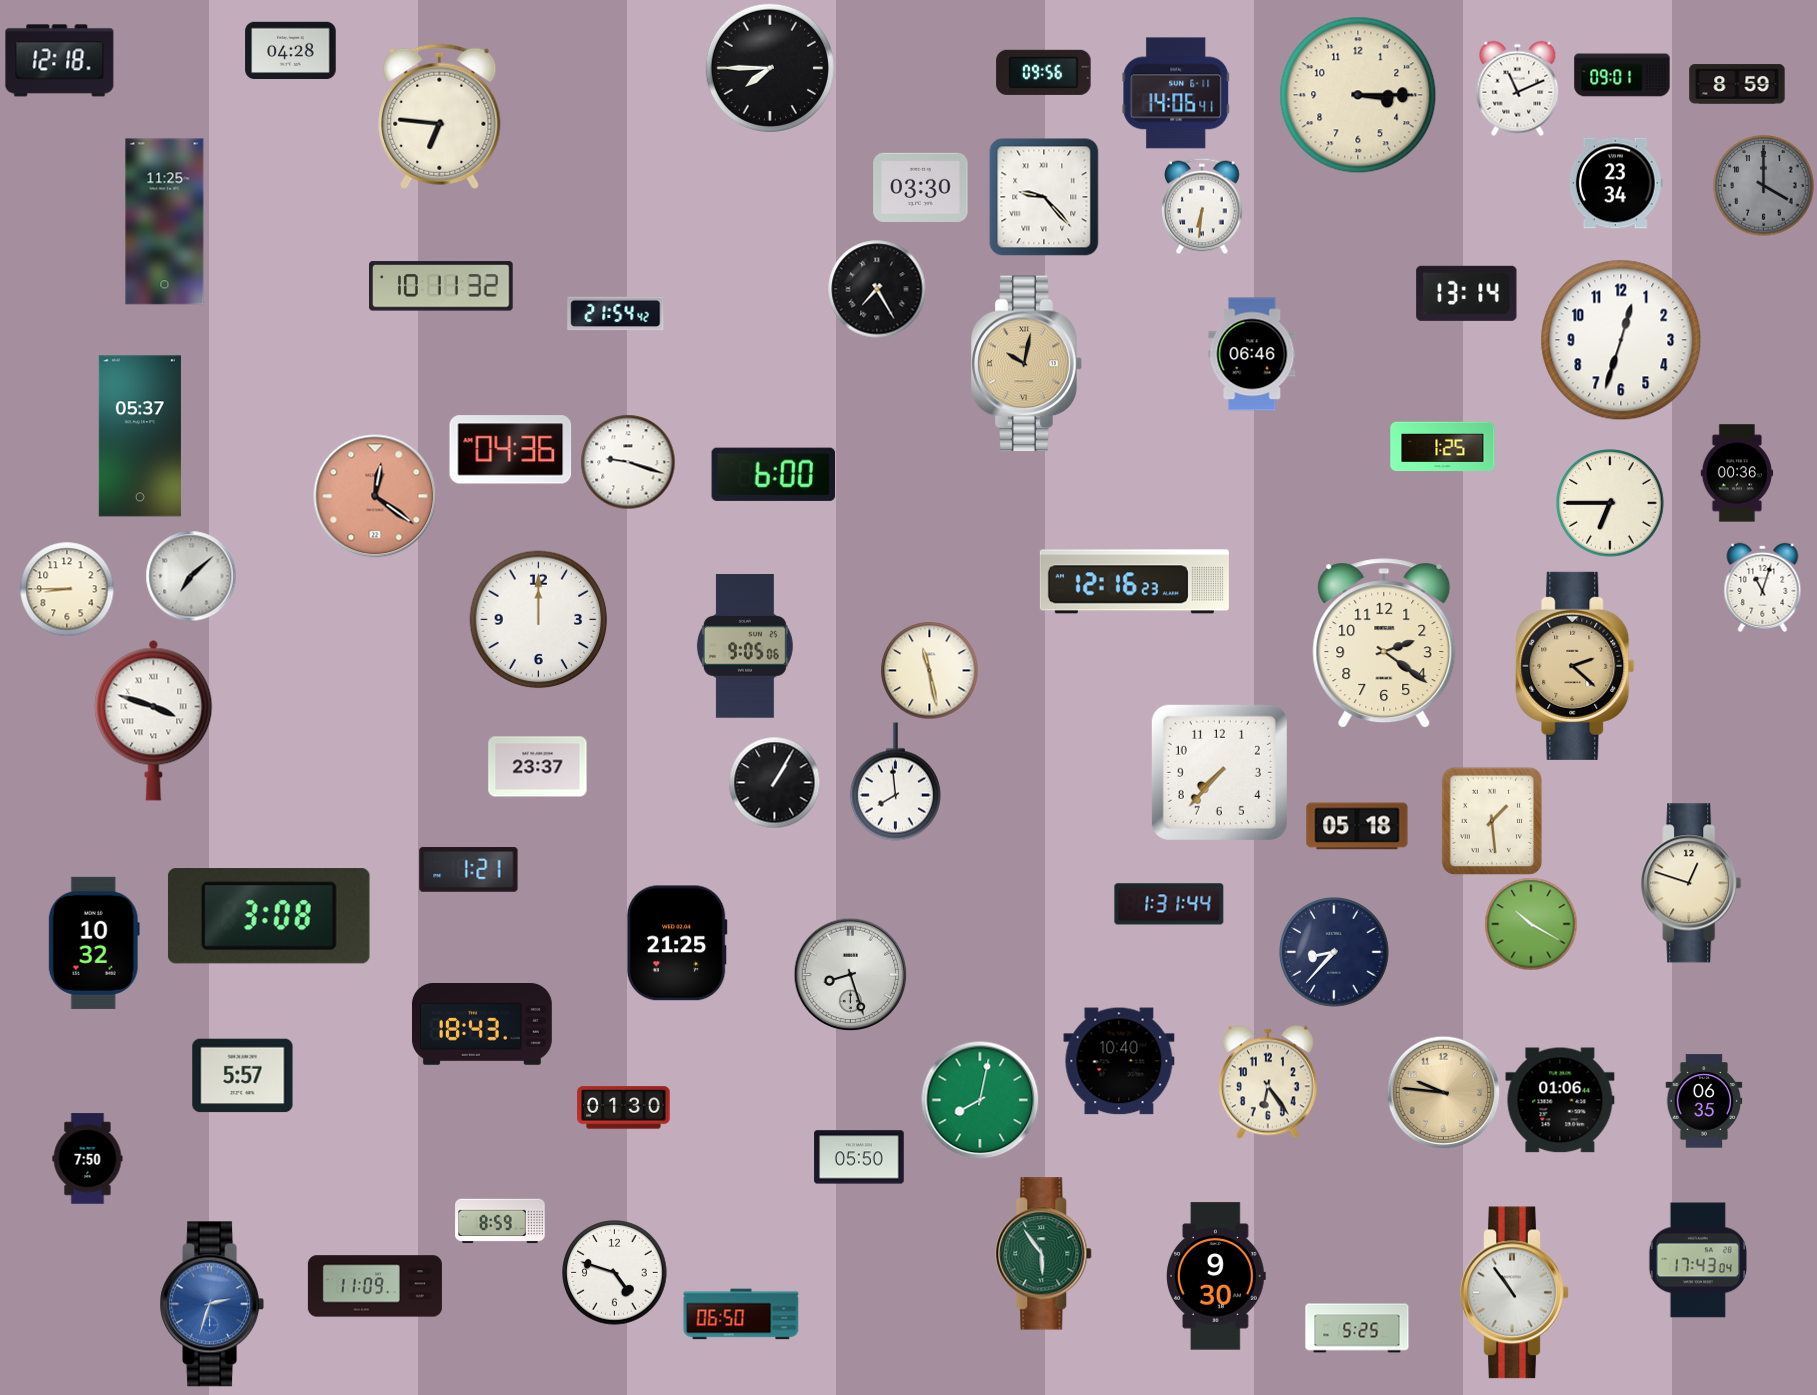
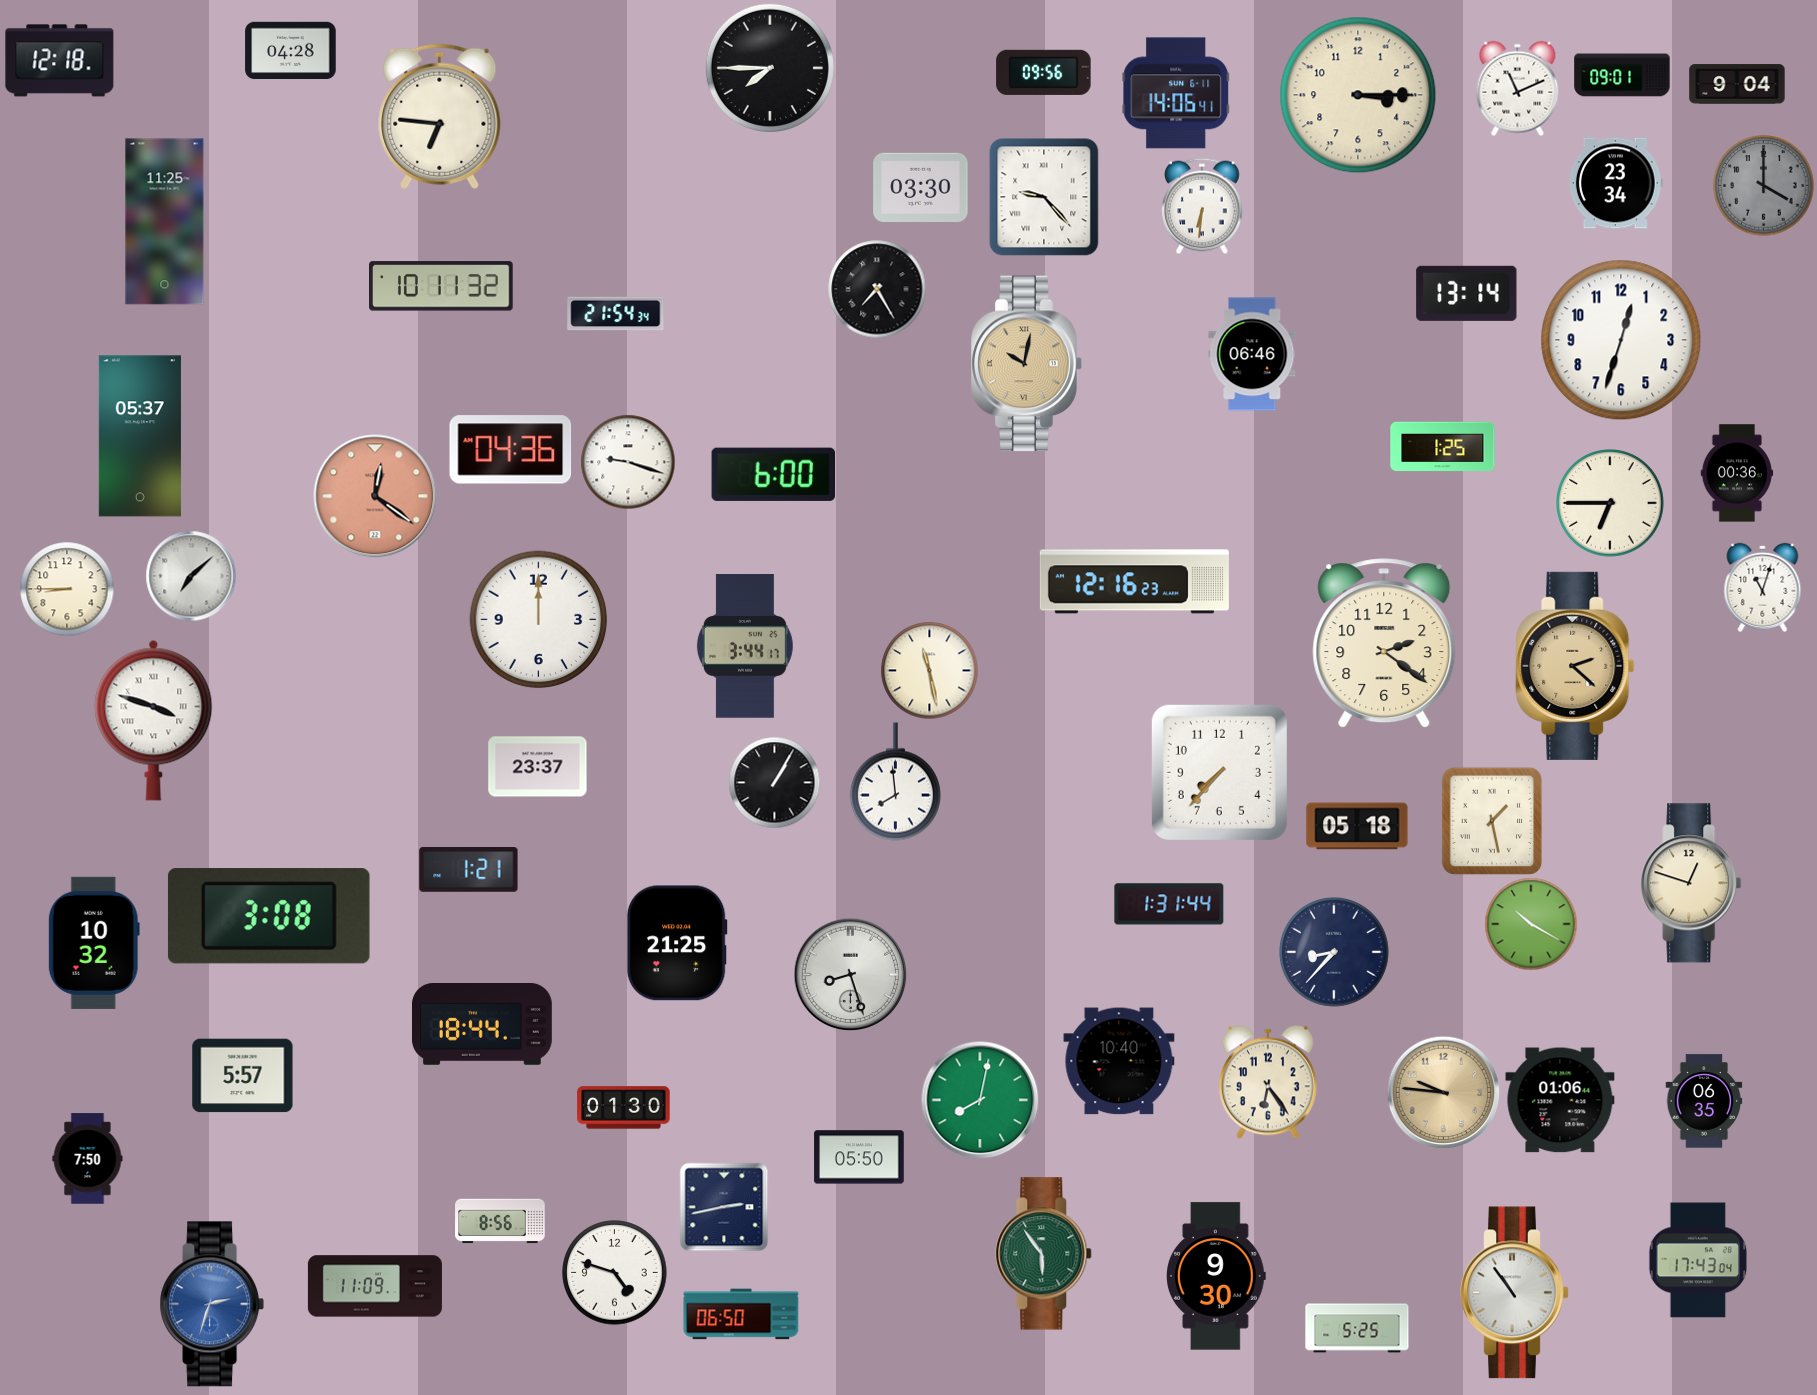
clock at (1737, 84): 8:59 -> 9:04
clock at (616, 314): 21:54:42 -> 21:54:34
clock at (745, 646): 9:05 -> 3:44
clock at (1492, 821): 1:29 -> 1:28
clock at (482, 1025): 18:43 -> 18:44
clock at (724, 1207): none -> 2:43
clock at (500, 1221): 8:59 -> 8:56
